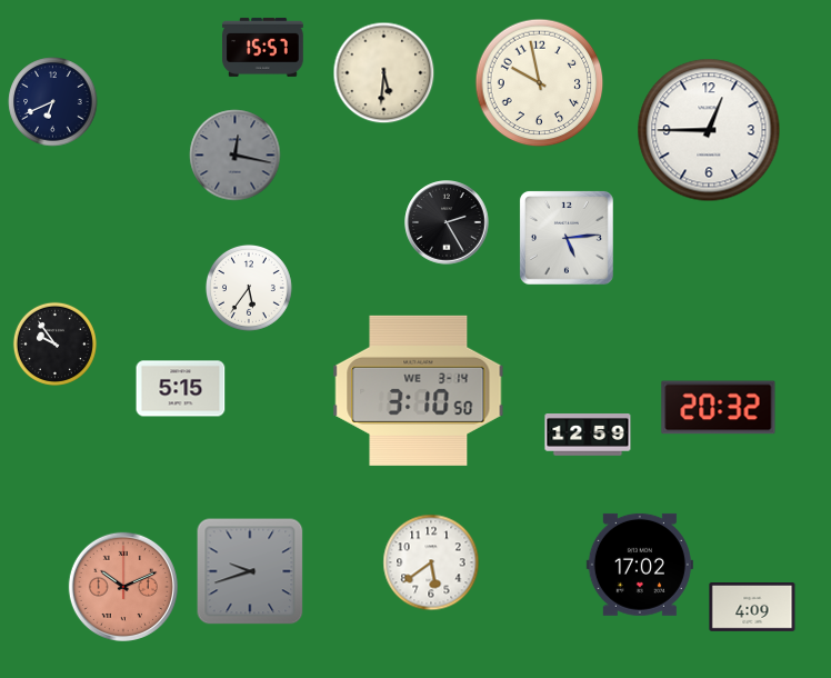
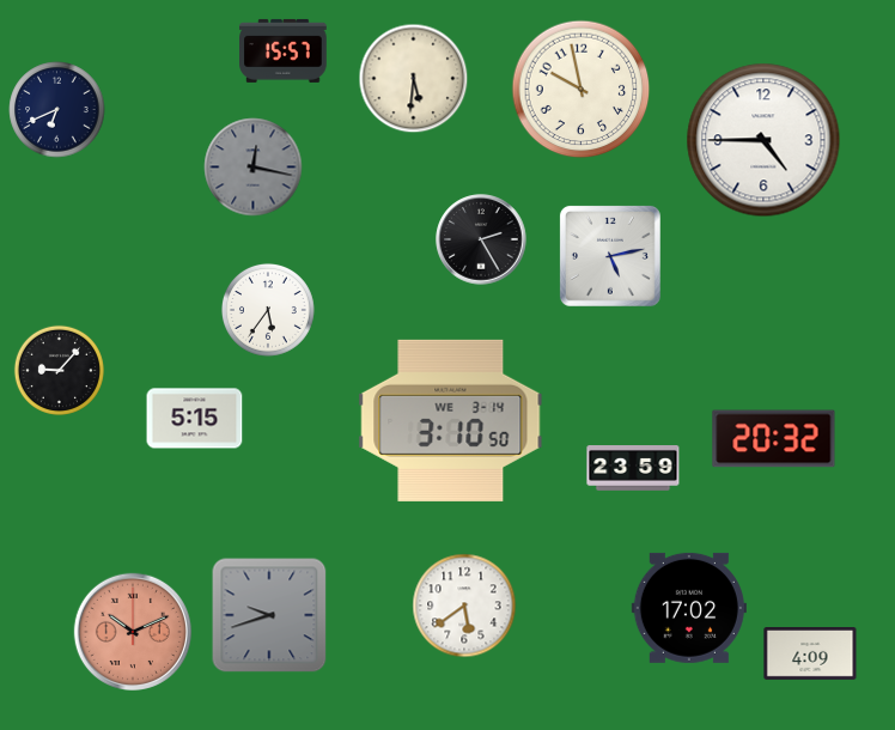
clock at (709, 130): 12:45 -> 4:45
clock at (567, 238): 5:14 -> 5:13
clock at (54, 343): 9:54 -> 9:07
clock at (588, 436): 12:59 -> 23:59
